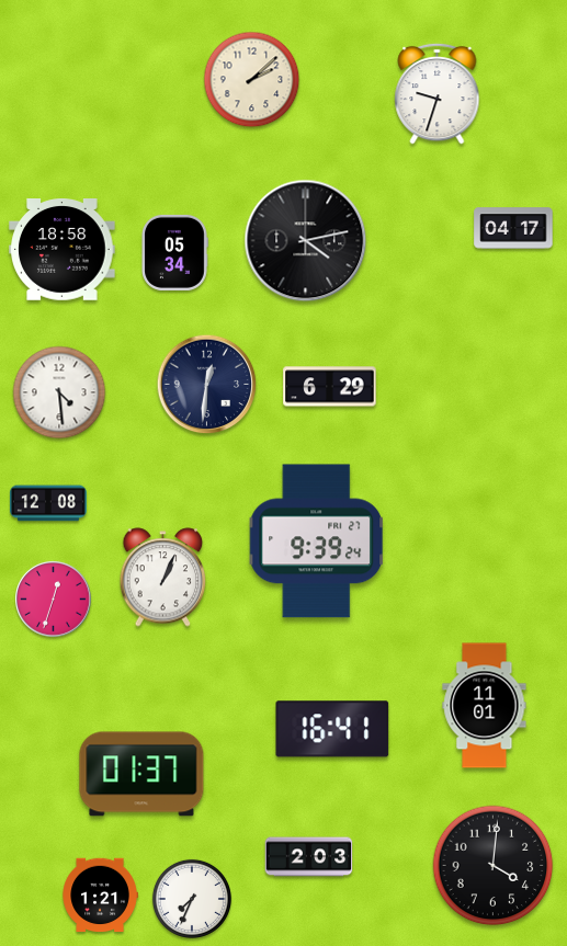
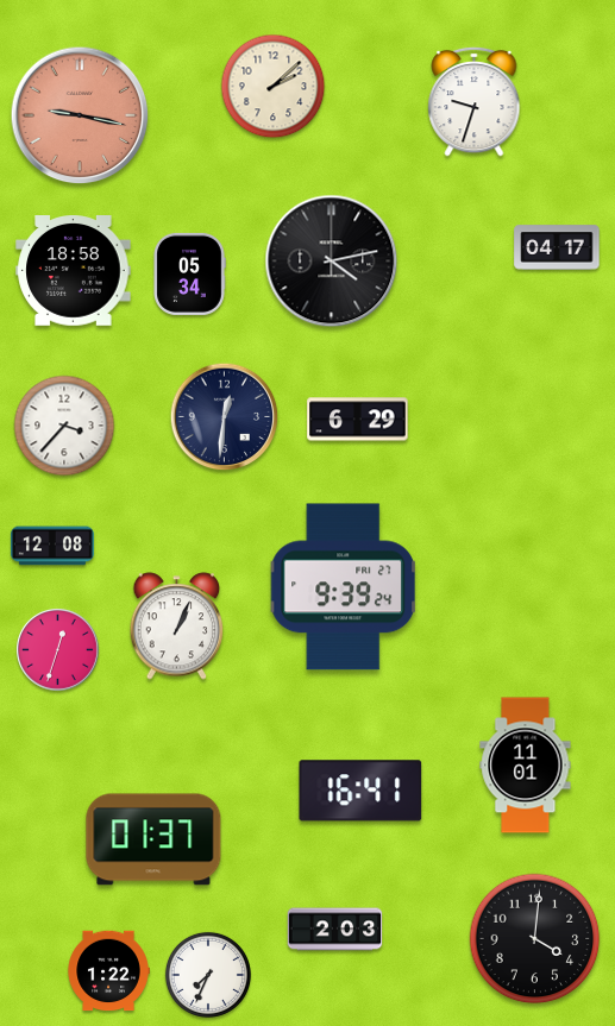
clock at (80, 115): none -> 9:17
clock at (63, 250) position: (63, 250) -> (74, 271)
clock at (59, 392): 4:29 -> 3:37
clock at (100, 896): 1:21 -> 1:22
